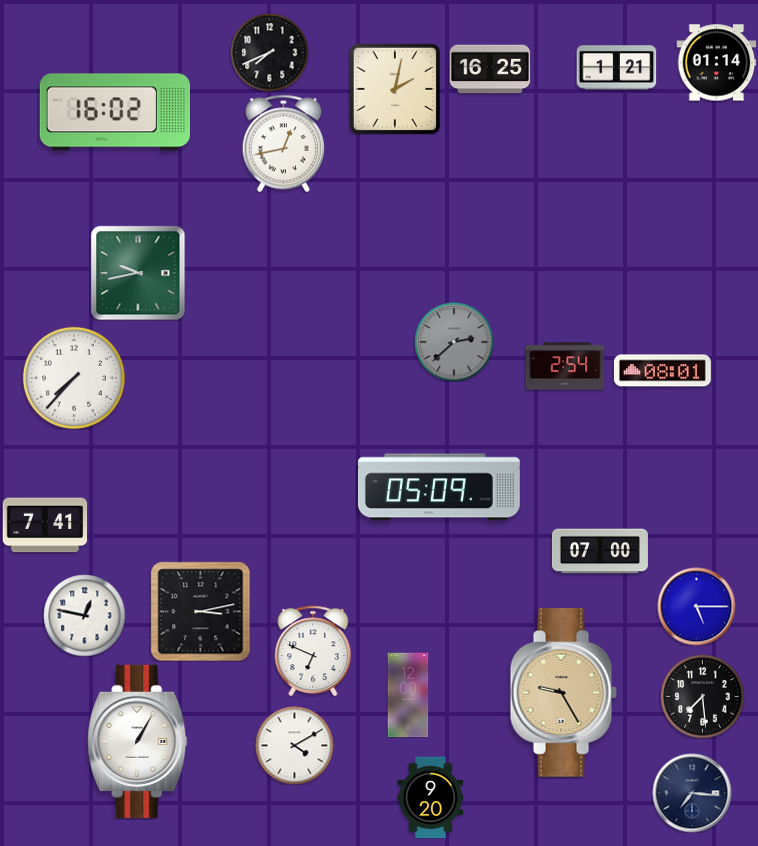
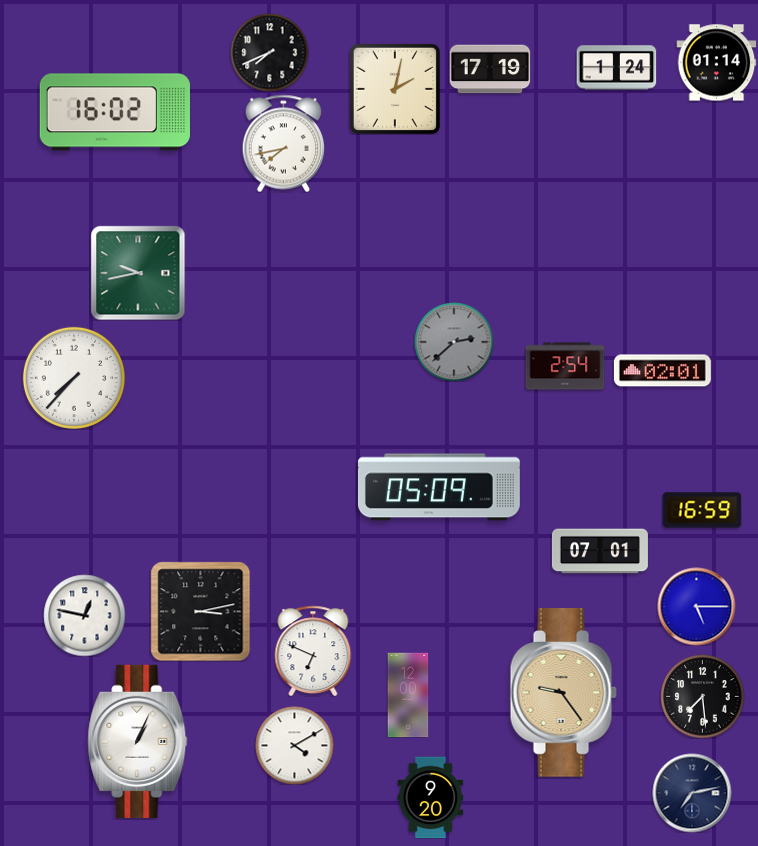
clock at (616, 68): 1:21 -> 1:24
clock at (490, 69): 16:25 -> 17:19
clock at (284, 143): 12:43 -> 7:43
clock at (662, 371): 08:01 -> 02:01
clock at (702, 510): none -> 16:59
clock at (45, 525): 7:41 -> none
clock at (600, 551): 07:00 -> 07:01
clock at (563, 693): 9:25 -> 9:24
clock at (138, 741): 1:05 -> 1:04
clock at (692, 793): 7:16 -> 7:13
